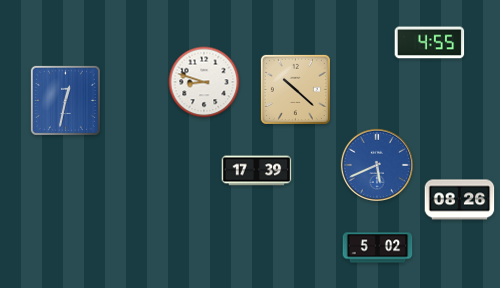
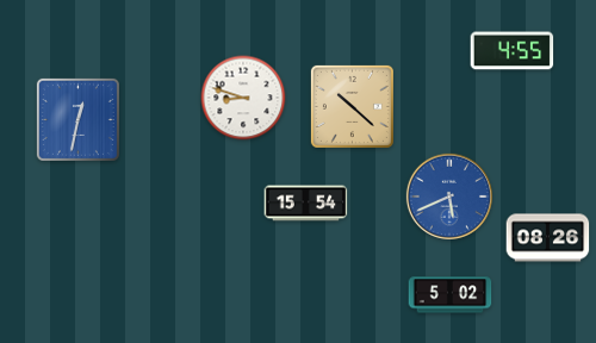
clock at (257, 171): 17:39 -> 15:54
